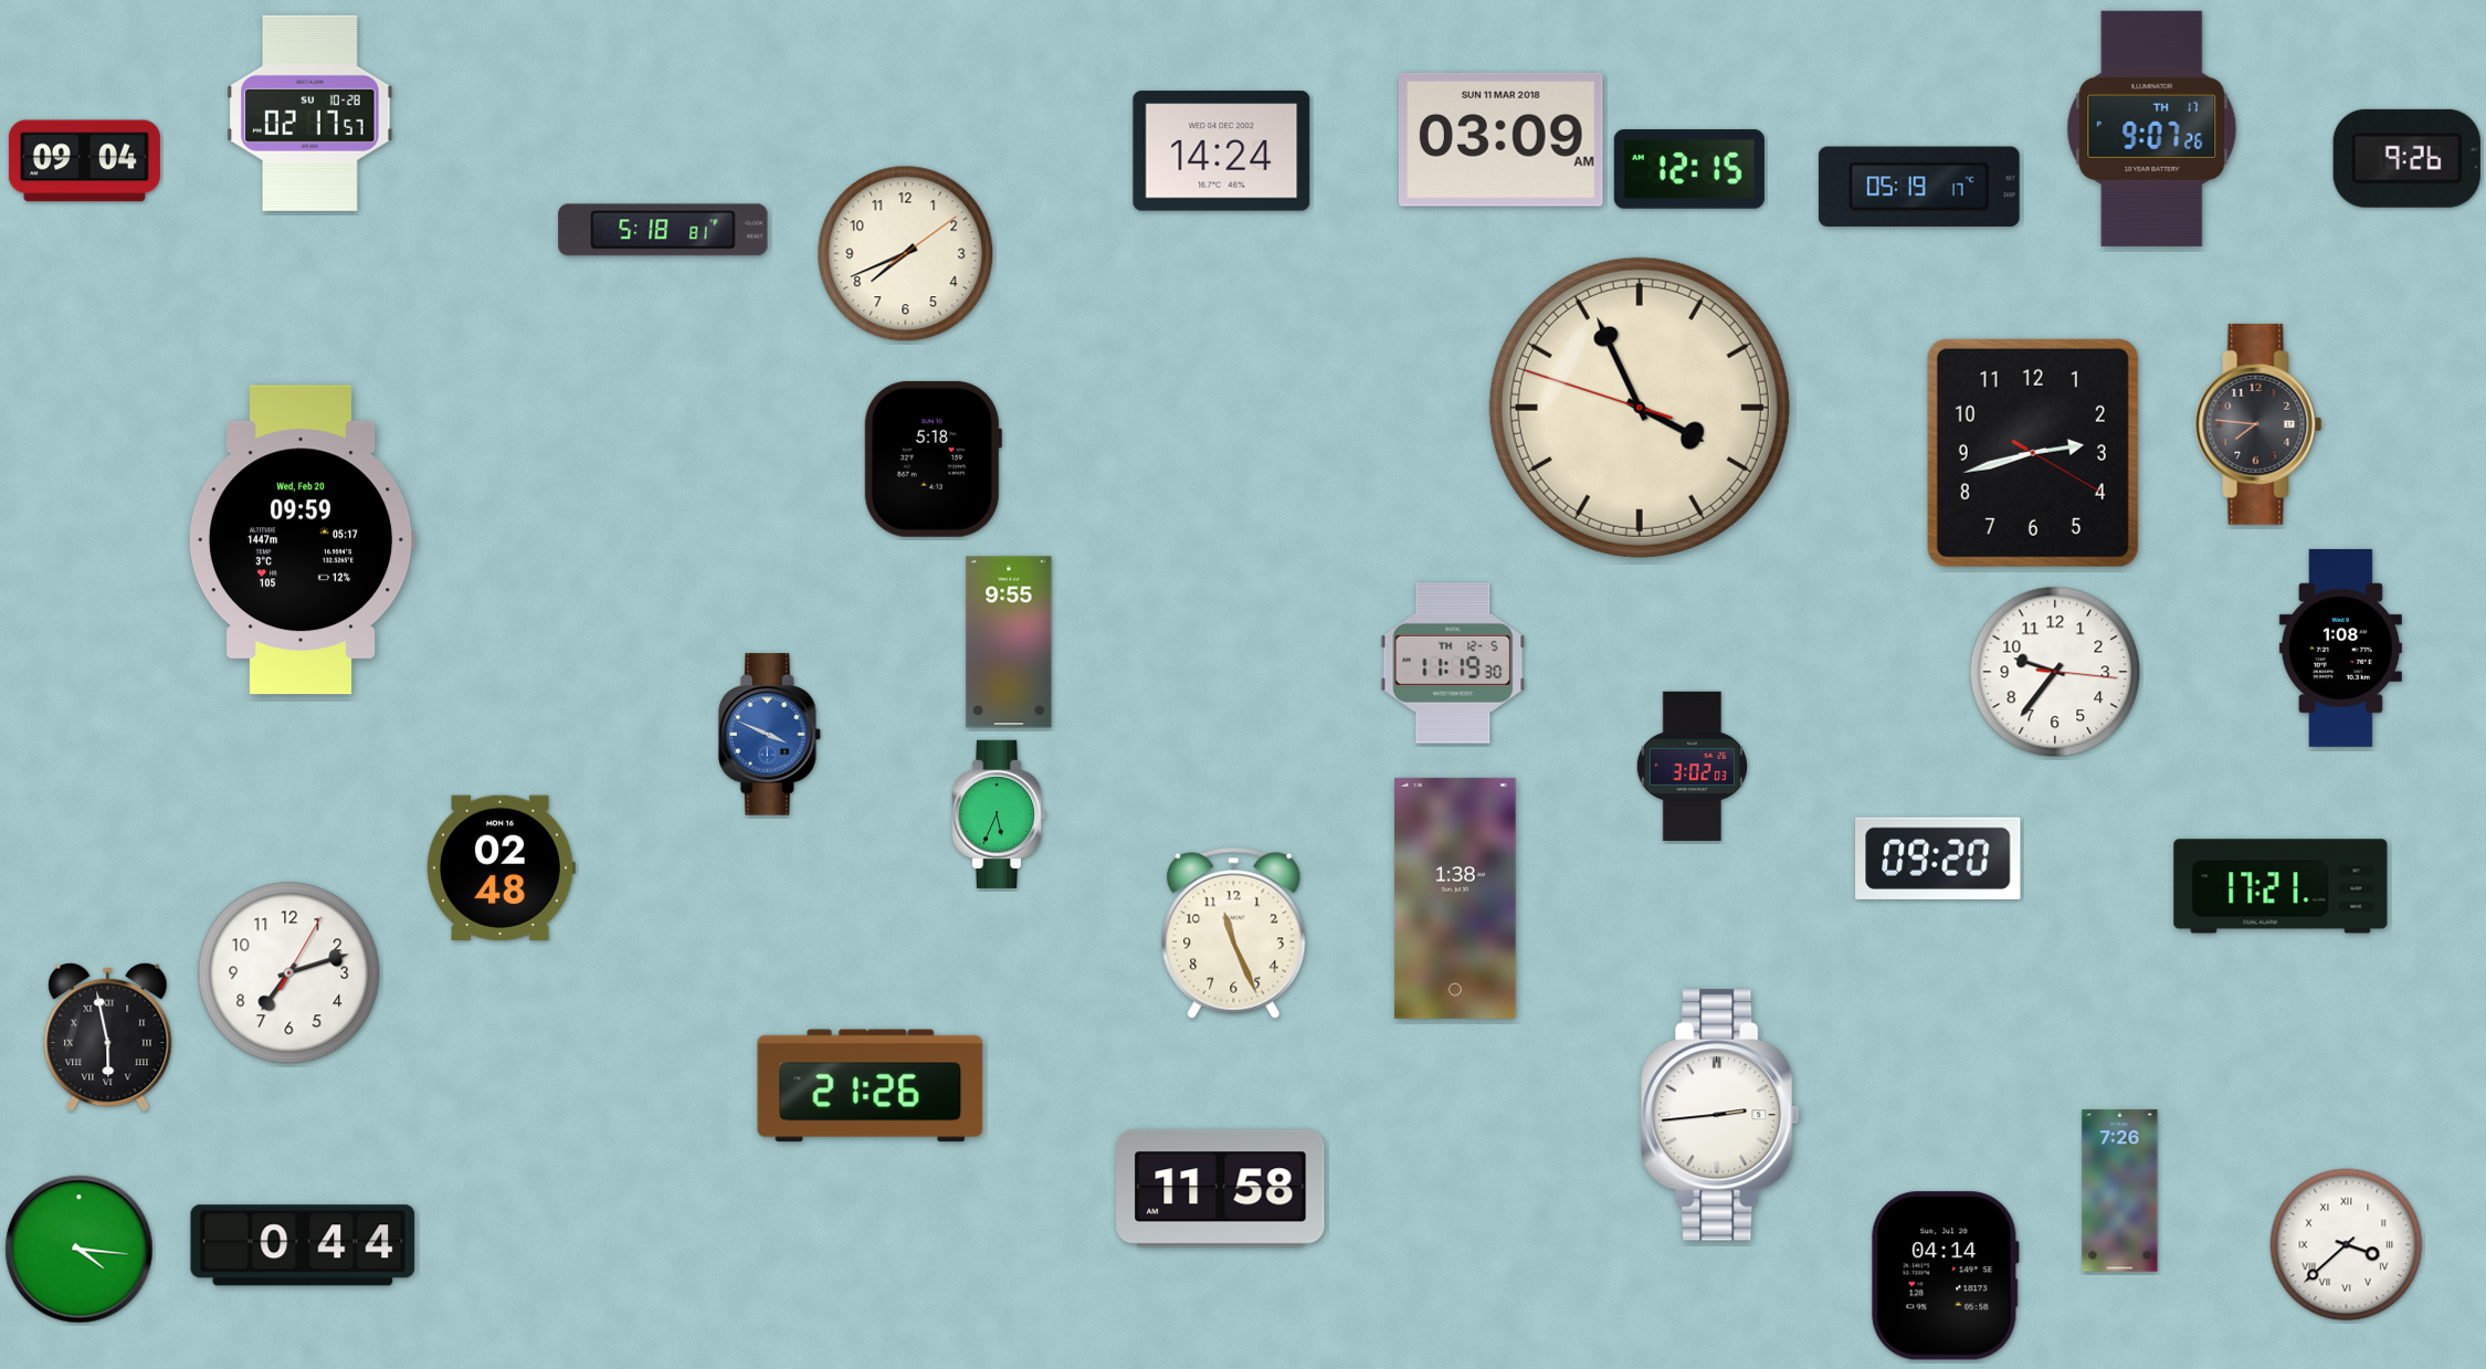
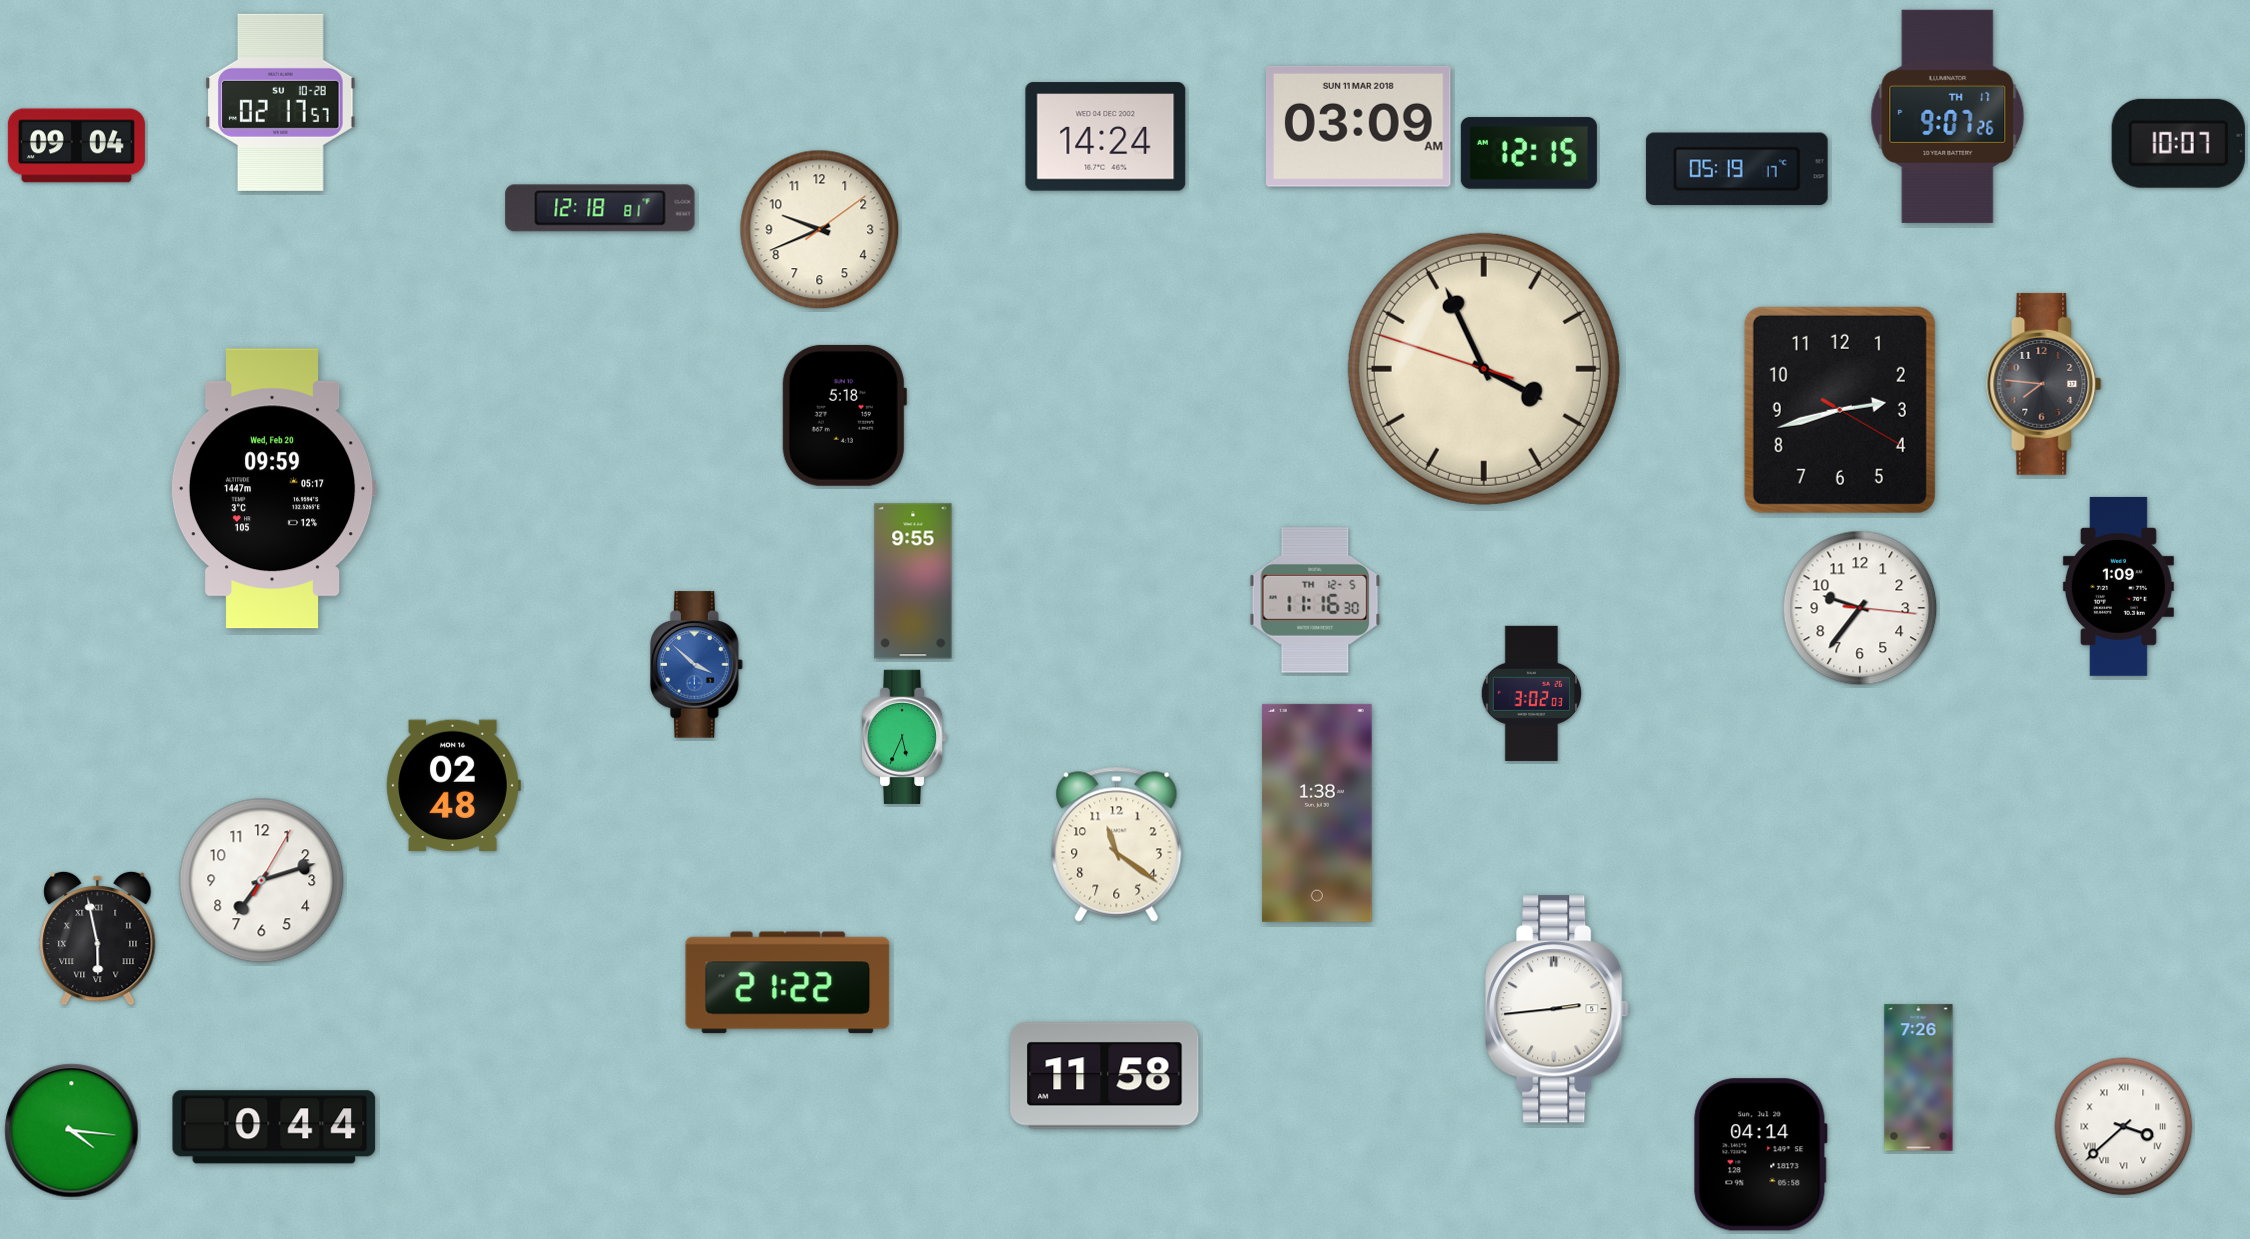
clock at (2406, 158): 9:26 -> 10:07
clock at (663, 230): 5:18 -> 12:18
clock at (906, 254): 7:41 -> 9:41
clock at (2340, 647): 1:08 -> 1:09
clock at (1453, 663): 11:19 -> 11:16
clock at (770, 735): 3:49 -> 3:52
clock at (1938, 859): 09:20 -> none
clock at (2280, 886): 17:21 -> none
clock at (1234, 933): 11:26 -> 11:21
clock at (871, 1086): 21:26 -> 21:22
